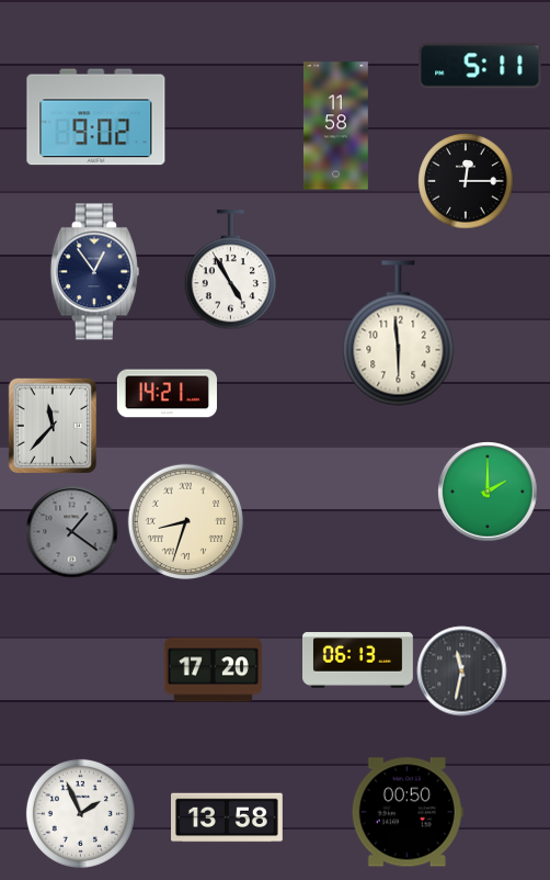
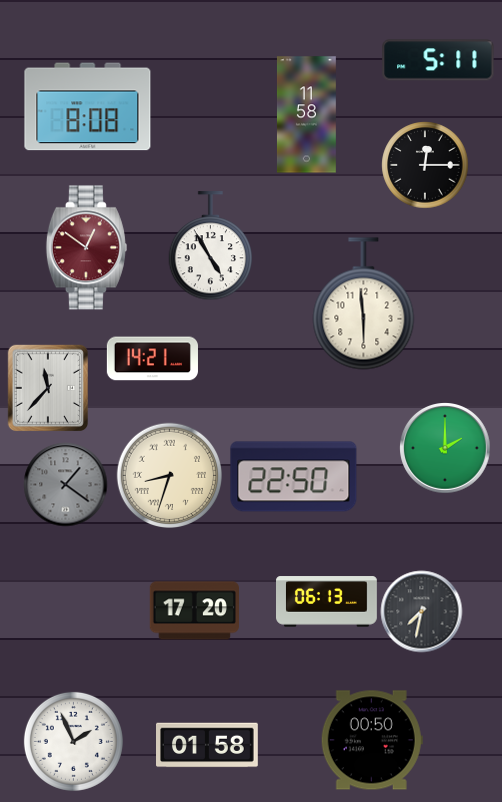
clock at (96, 117): 9:02 -> 8:08
clock at (94, 272): 12:54 -> 12:51
clock at (94, 272) dial: navy -> burgundy
clock at (294, 477): none -> 22:50
clock at (461, 670): 11:32 -> 7:32
clock at (228, 817): 13:58 -> 01:58
